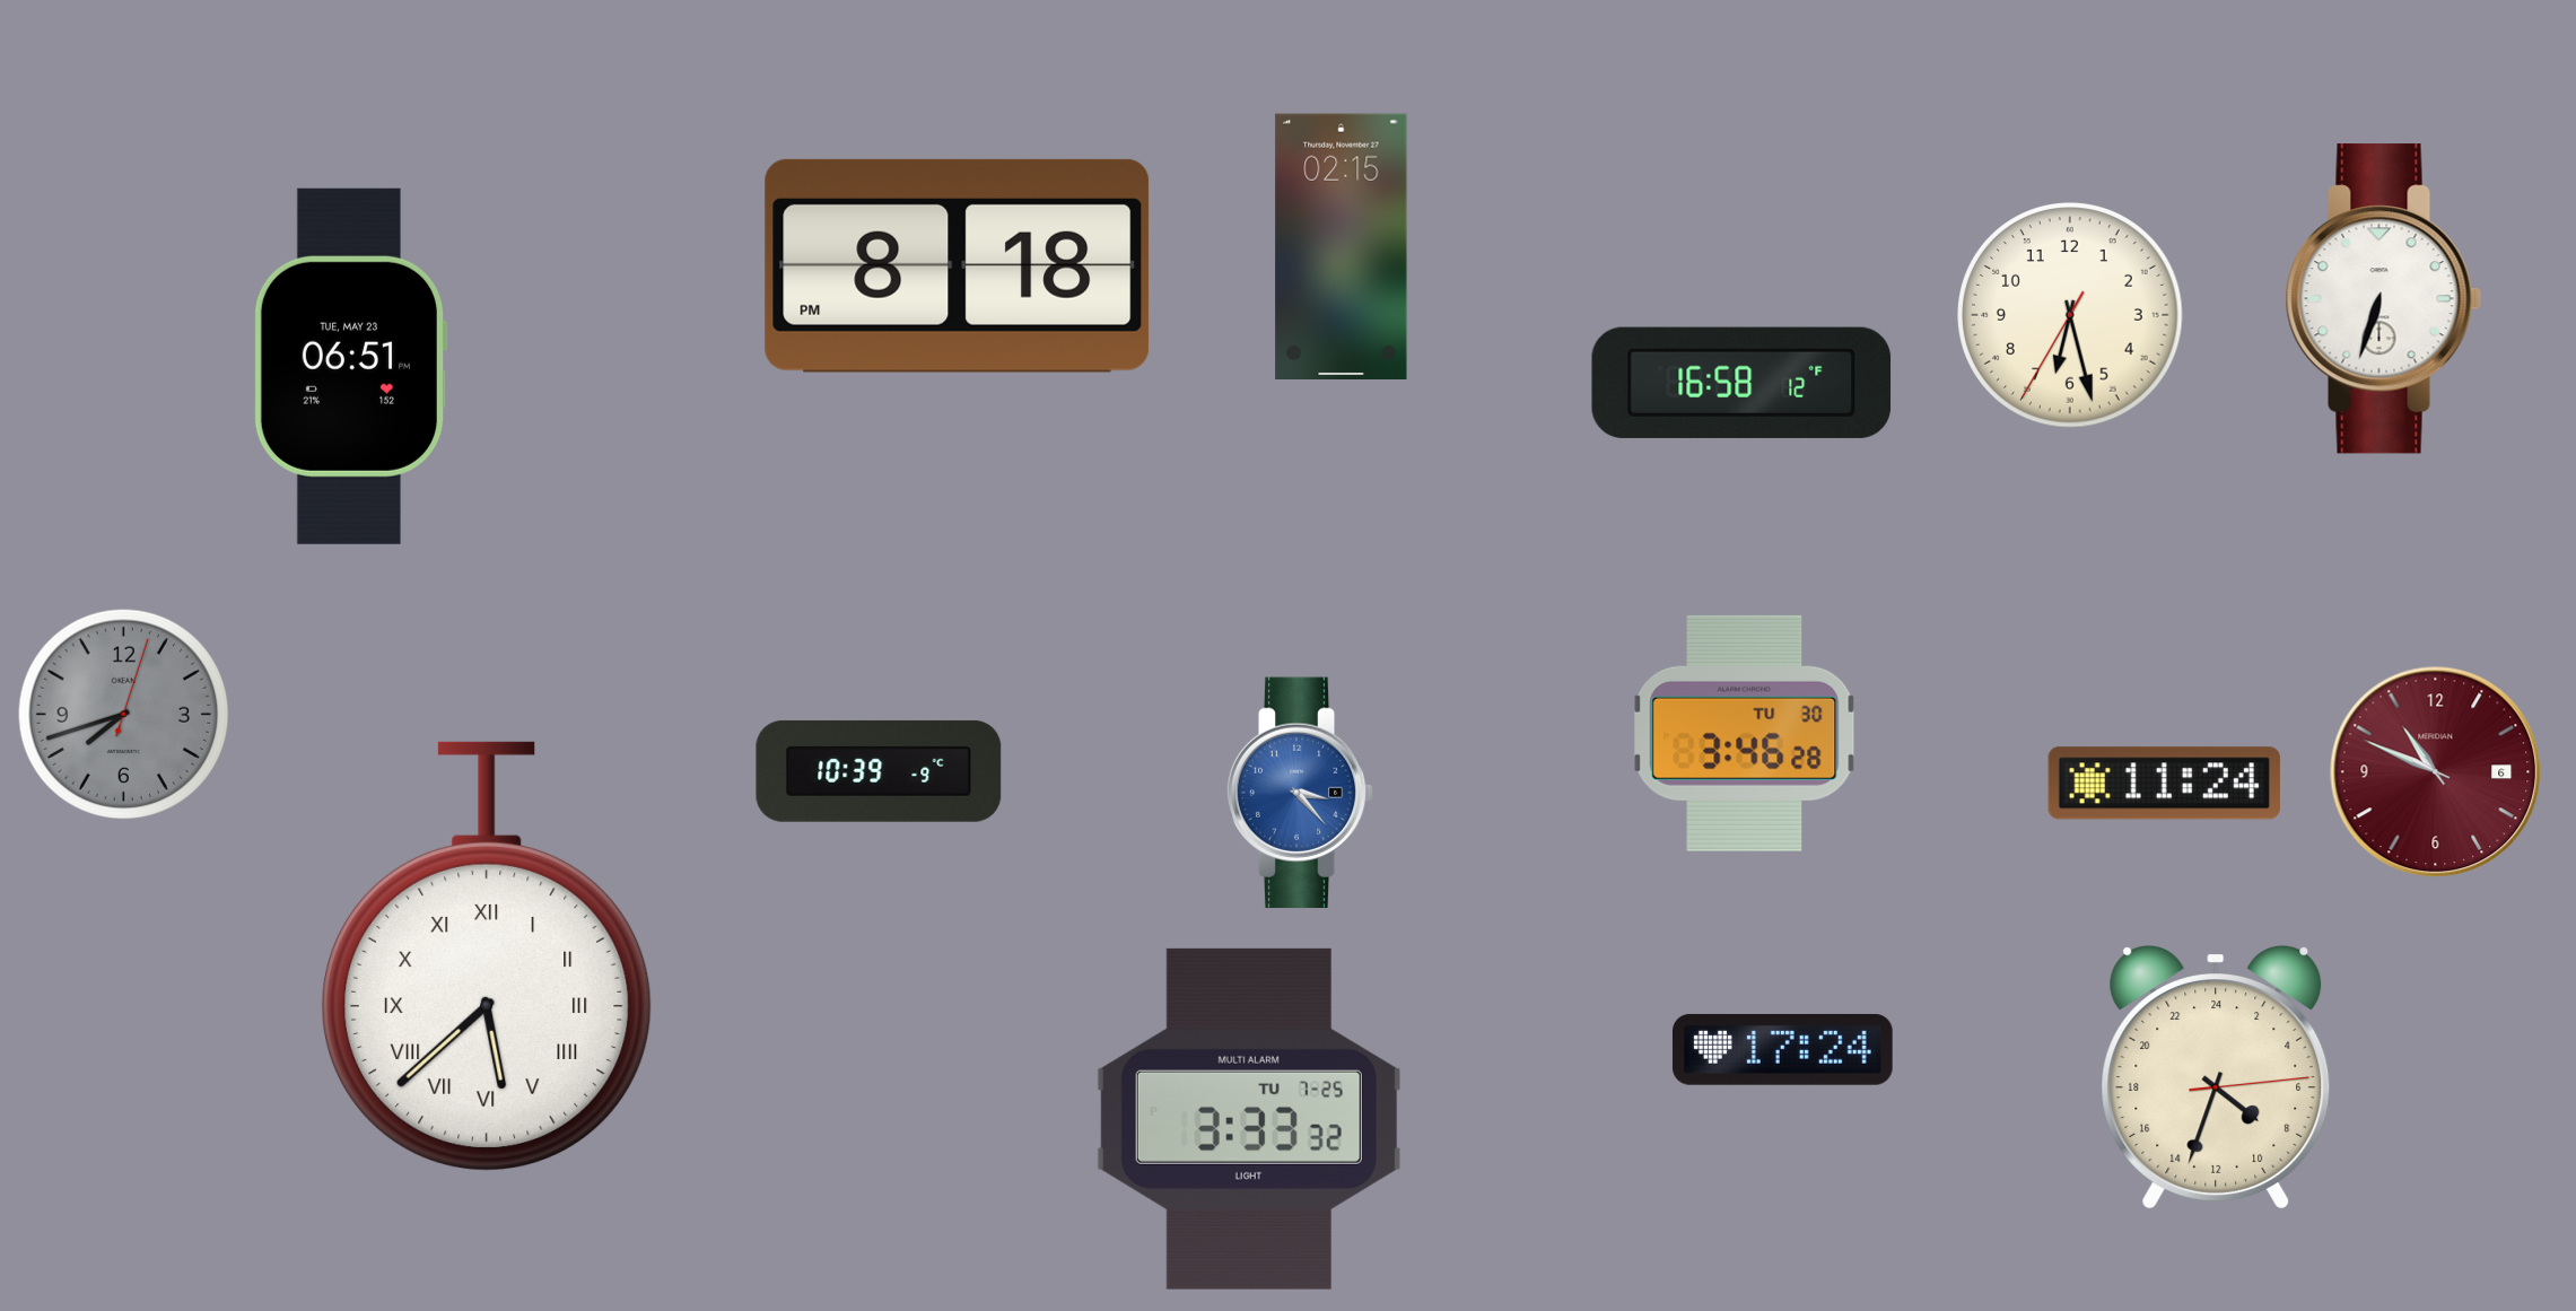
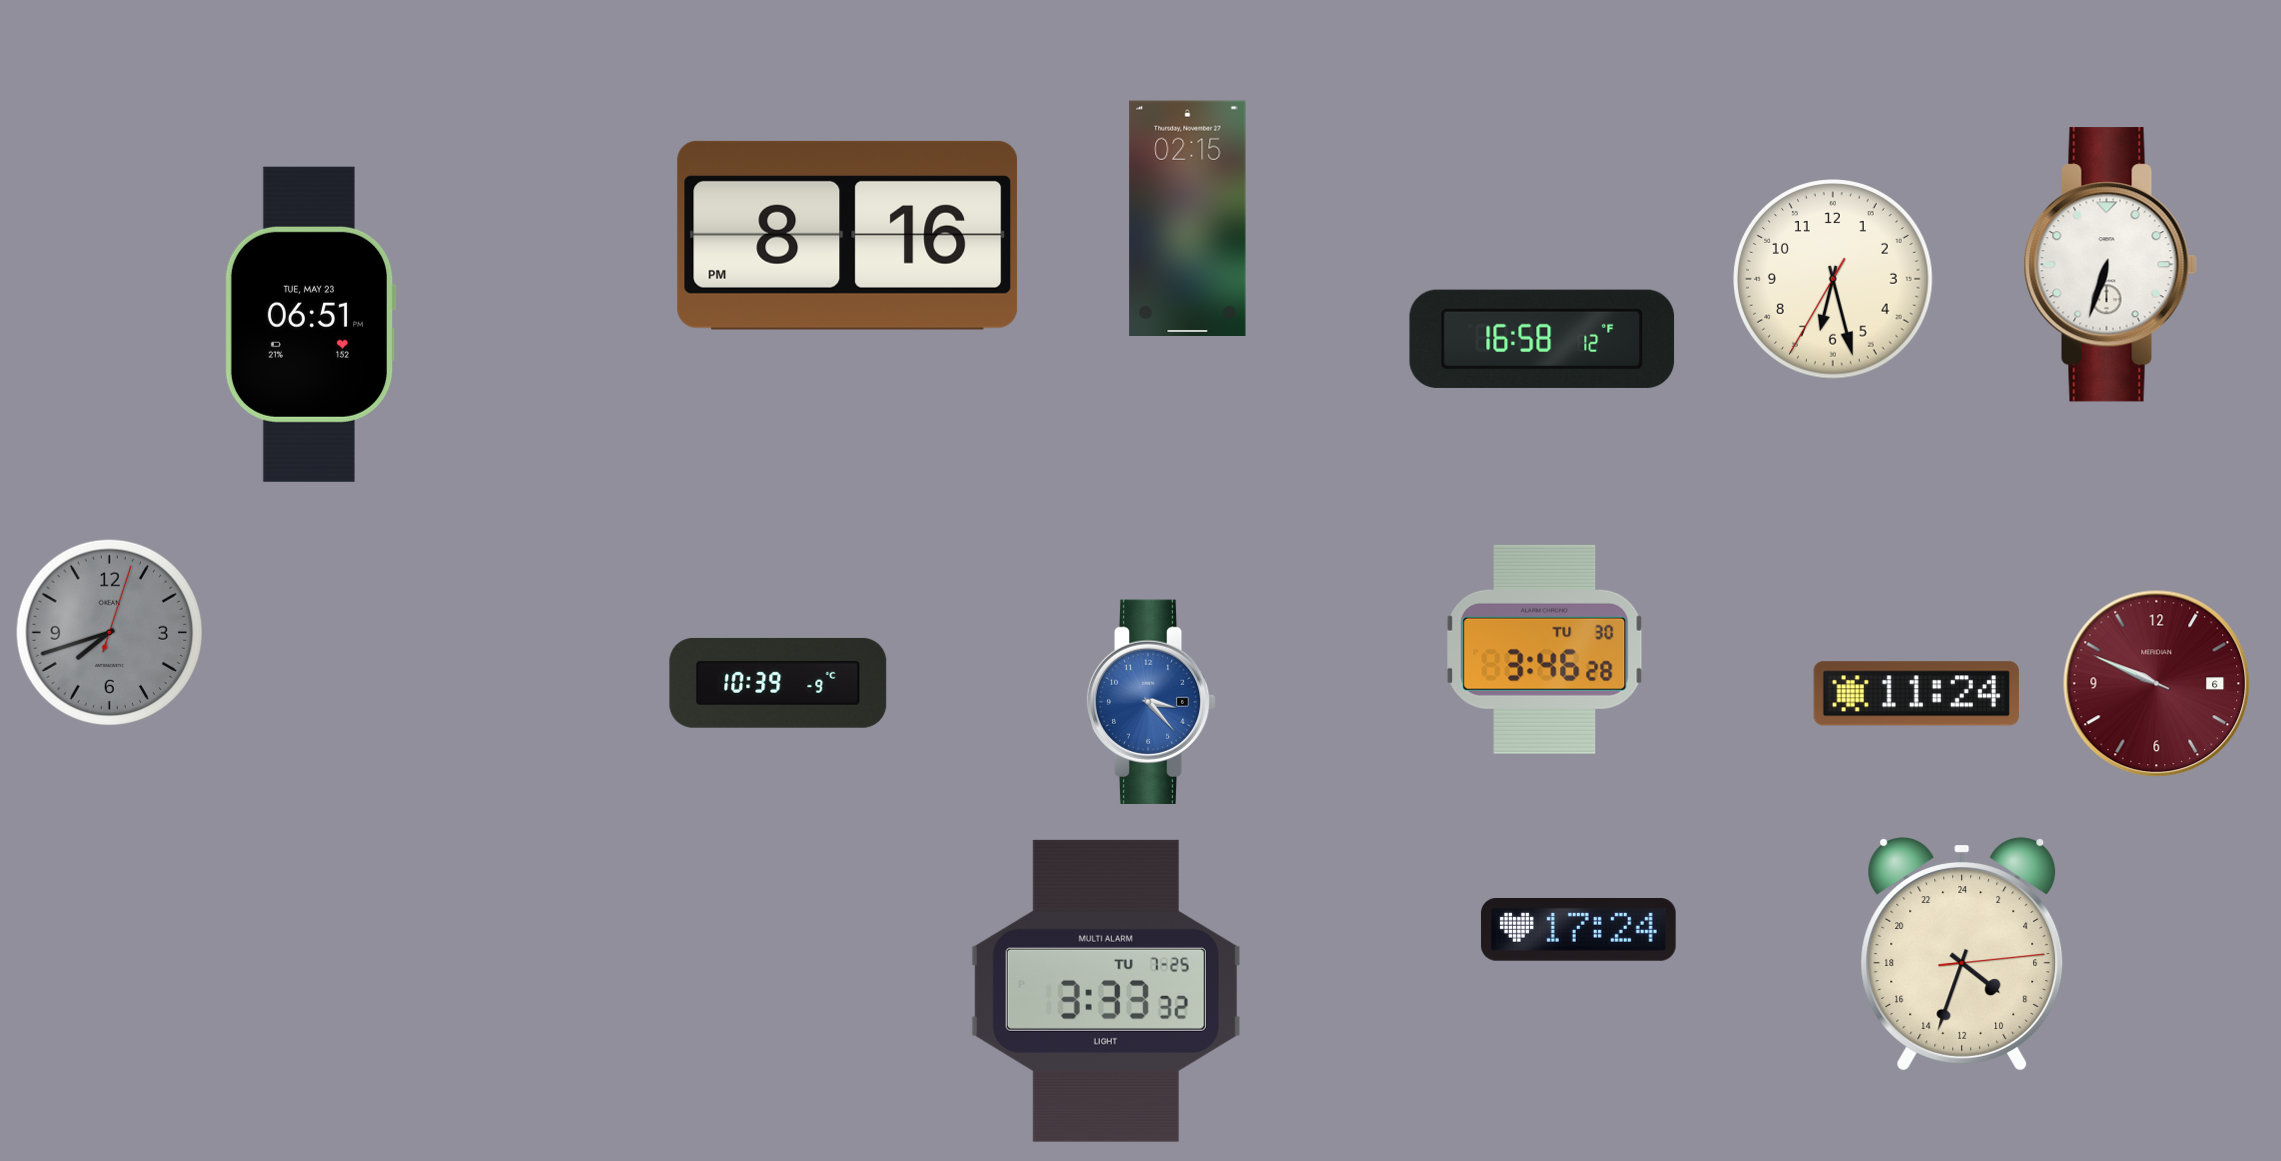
clock at (958, 265): 8:18 -> 8:16
clock at (2436, 772): 10:49 -> 9:49
clock at (488, 956): 5:38 -> none
